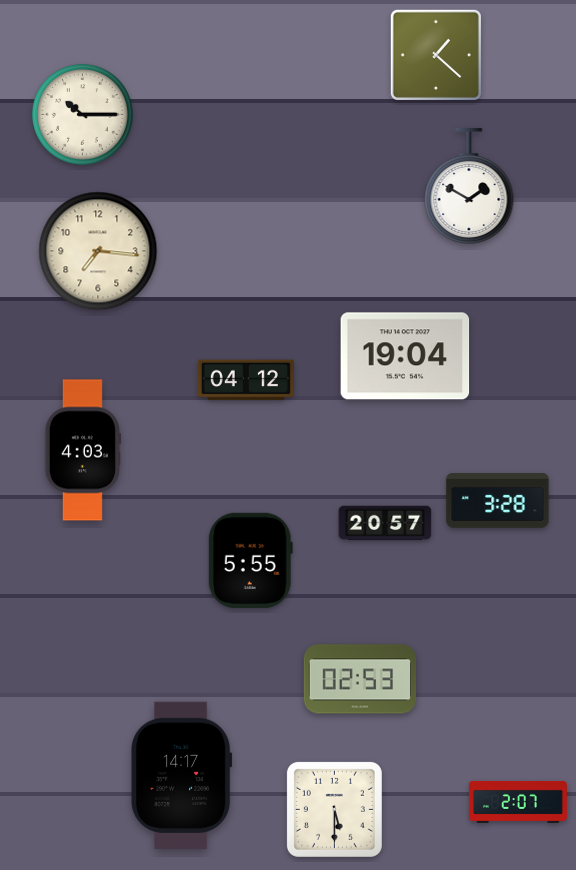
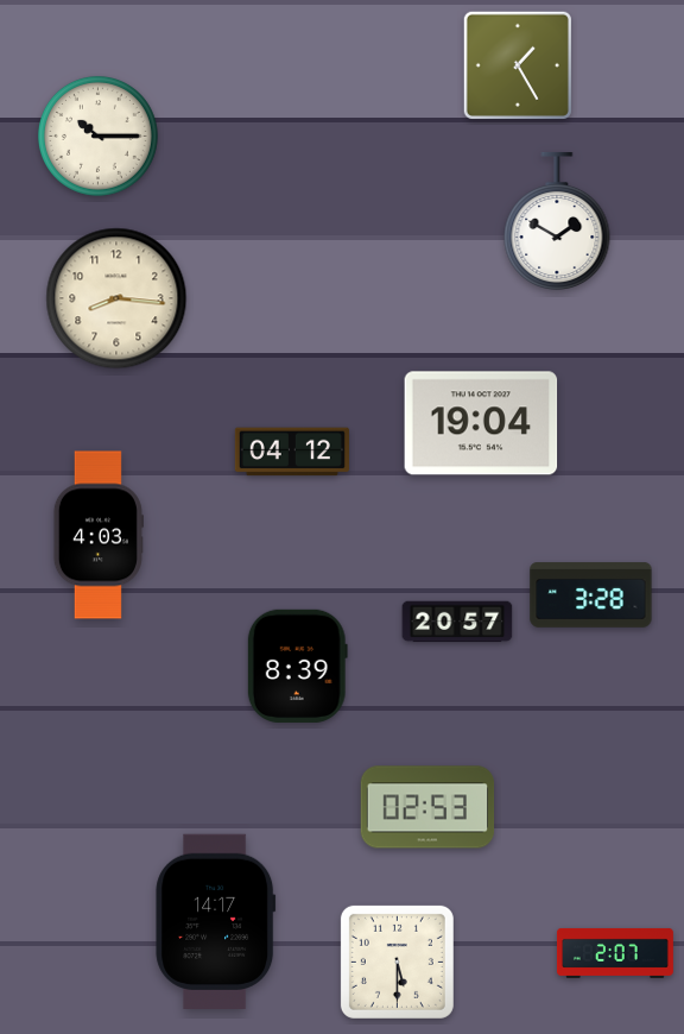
clock at (436, 55): 1:22 -> 1:25
clock at (98, 251): 7:16 -> 8:16
clock at (250, 560): 5:55 -> 8:39
